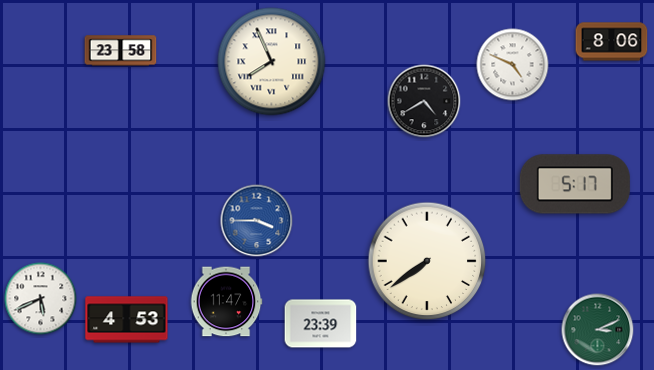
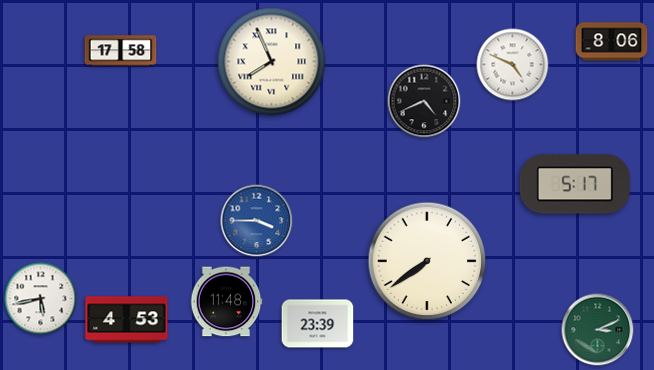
clock at (121, 51): 23:58 -> 17:58
clock at (424, 101): 4:40 -> 4:41
clock at (41, 299): 5:41 -> 5:43
clock at (226, 302): 11:47 -> 11:48
clock at (321, 324) position: (321, 324) -> (318, 324)
